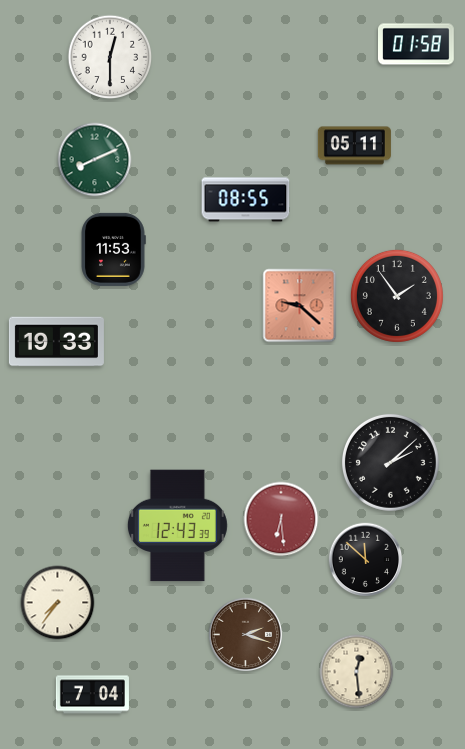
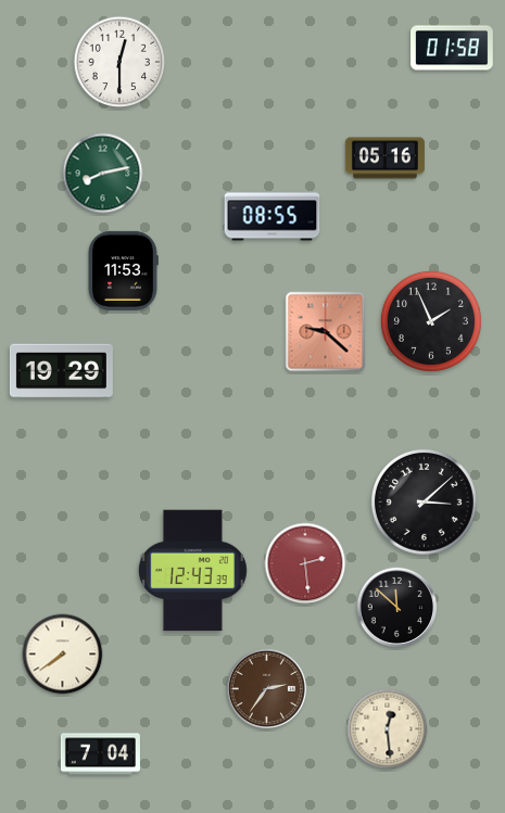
clock at (354, 146): 05:11 -> 05:16
clock at (95, 160): 8:11 -> 8:13
clock at (246, 200) position: (246, 200) -> (273, 217)
clock at (397, 296): 1:54 -> 1:56
clock at (56, 342): 19:33 -> 19:29
clock at (390, 462): 2:08 -> 3:08
clock at (281, 519): 6:29 -> 2:29
clock at (58, 603): 7:36 -> 7:39
clock at (246, 635): 2:18 -> 2:36
